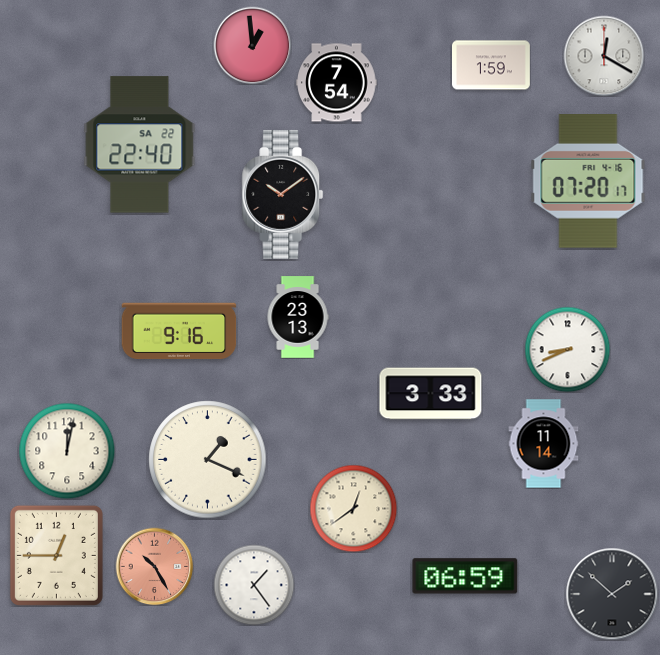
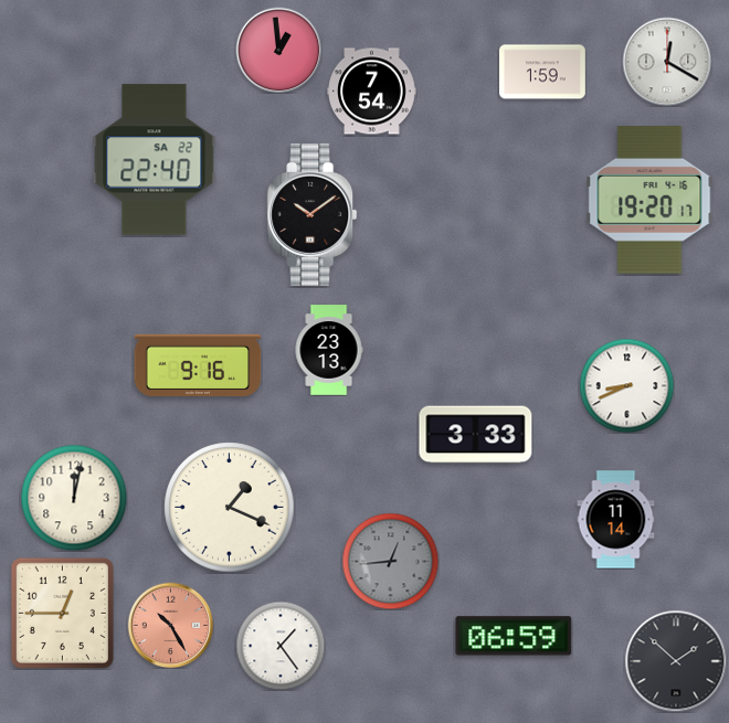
clock at (588, 181): 07:20 -> 19:20
clock at (544, 444) position: (544, 444) -> (616, 520)
clock at (353, 508): 12:39 -> 12:44
clock at (353, 508) dial: cream -> grey
clock at (612, 594) position: (612, 594) -> (676, 661)
